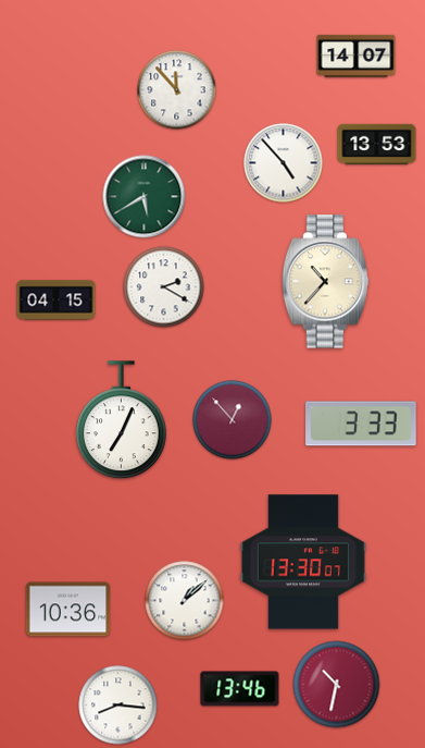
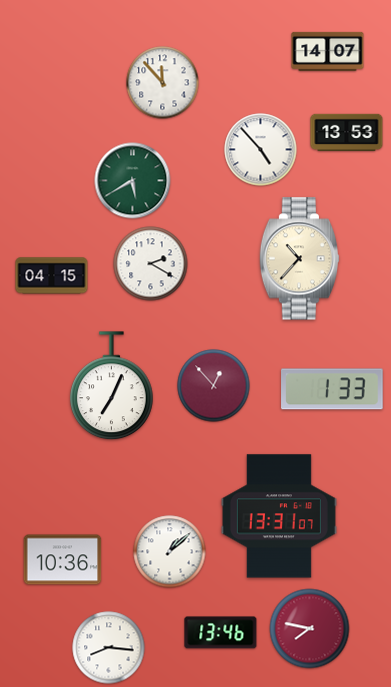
clock at (361, 424): 3:33 -> 1:33
clock at (303, 562): 13:30 -> 13:31
clock at (337, 685): 10:32 -> 7:47
